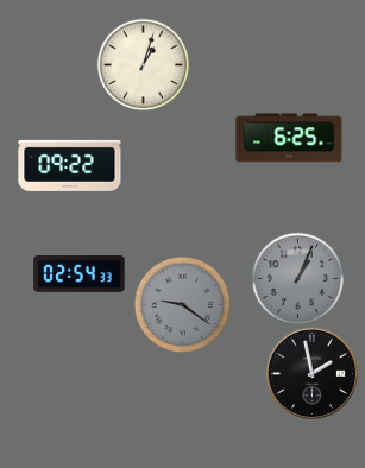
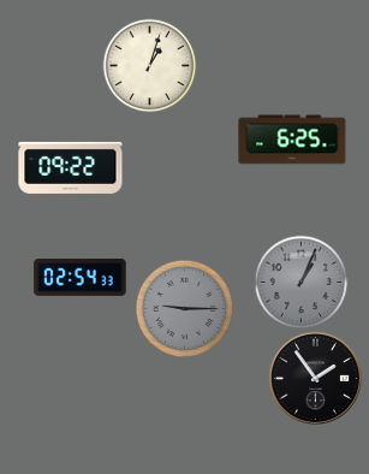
clock at (143, 64) position: (143, 64) -> (149, 65)
clock at (182, 304): 9:21 -> 9:15
clock at (311, 373): 1:58 -> 1:54
